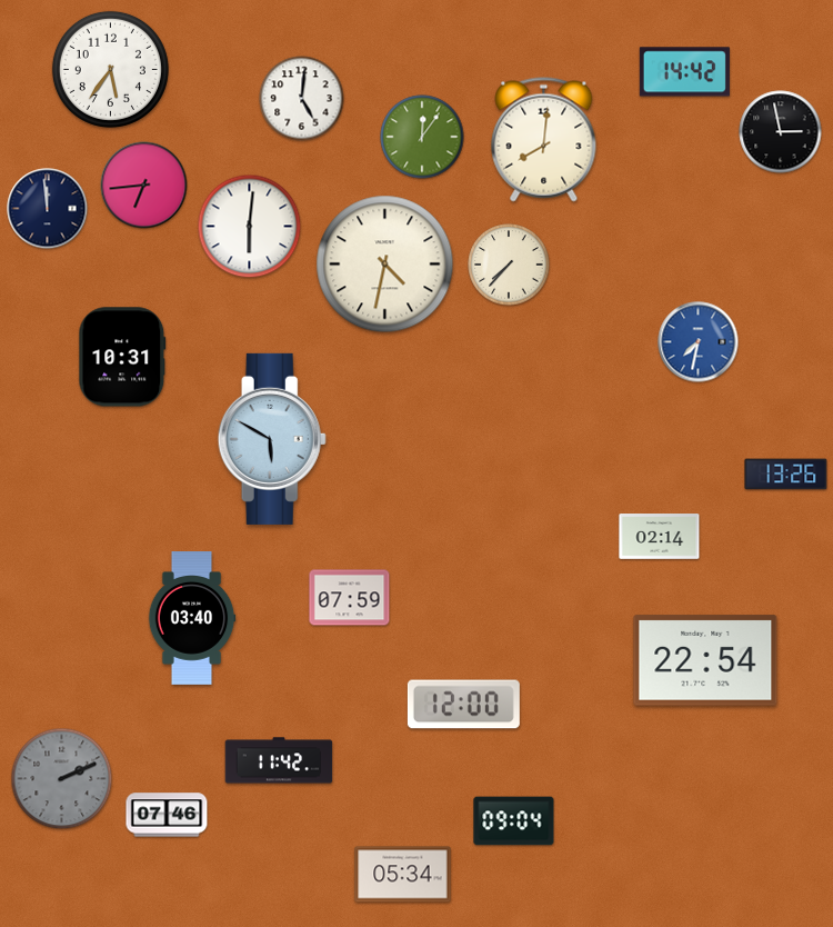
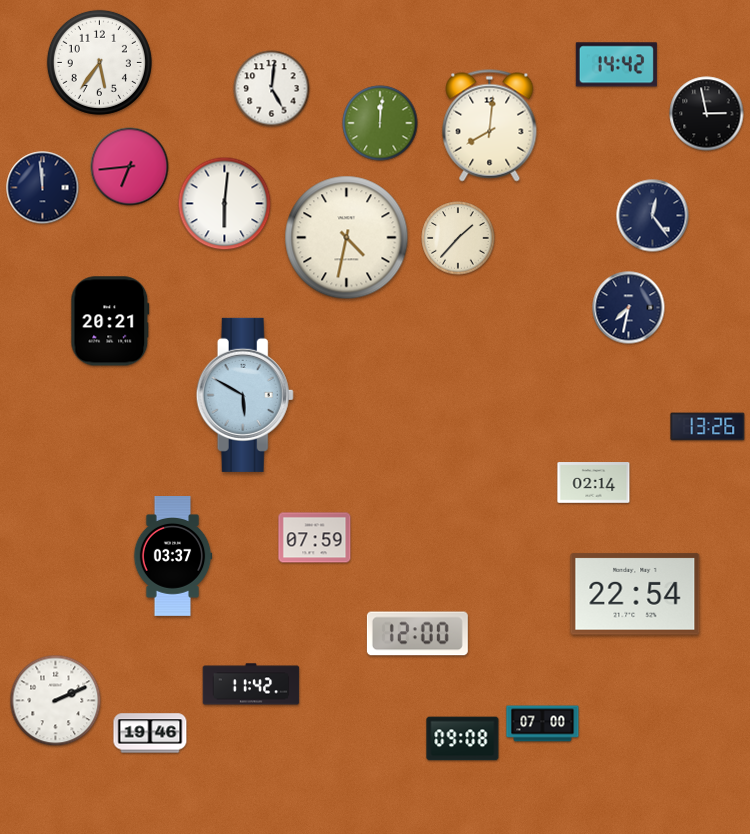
clock at (781, 132) position: (781, 132) -> (707, 114)
clock at (422, 137): 12:06 -> 12:01
clock at (653, 216): none -> 12:24
clock at (509, 265): 7:37 -> 1:37
clock at (699, 342) dial: blue -> navy
clock at (122, 357): 10:31 -> 20:21
clock at (192, 619): 03:40 -> 03:37
clock at (62, 779) dial: grey -> white
clock at (543, 724): none -> 07:00
clock at (167, 815): 07:46 -> 19:46
clock at (514, 821): 09:04 -> 09:08
clock at (403, 875): 05:34 -> none
